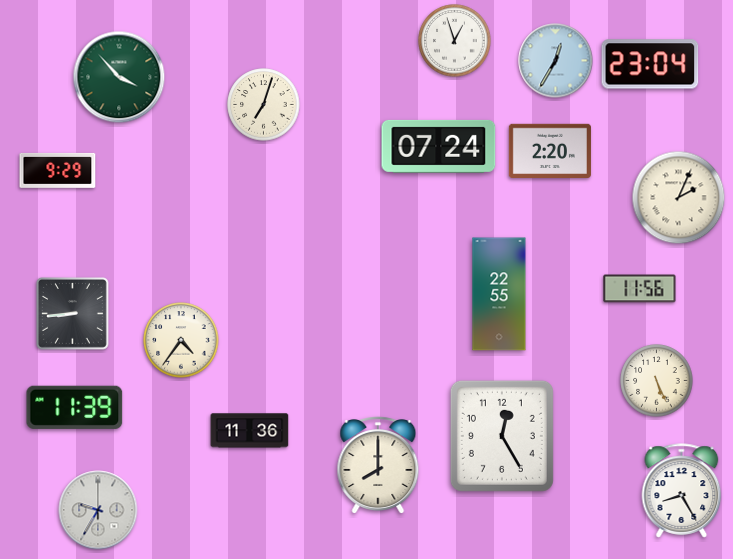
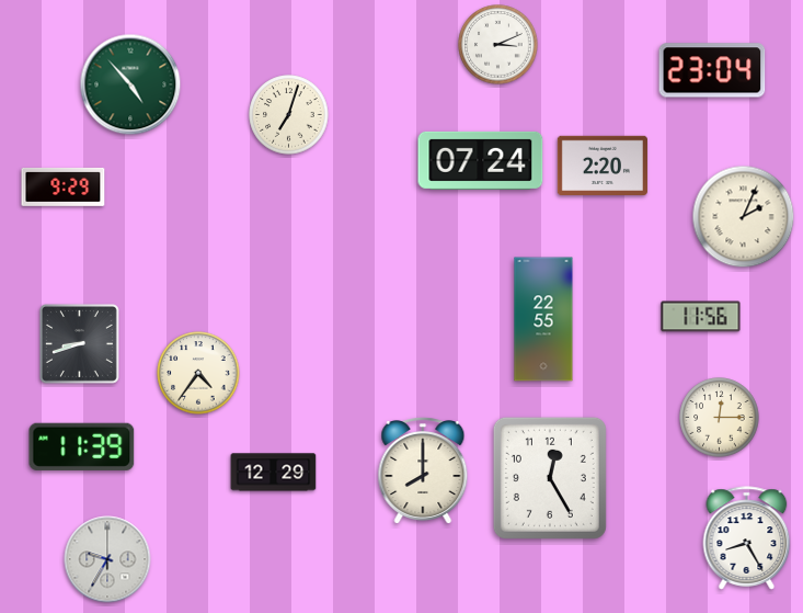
clock at (455, 41): 12:57 -> 3:11
clock at (556, 61): 12:35 -> none
clock at (119, 77): 3:53 -> 4:53
clock at (499, 294) position: (499, 294) -> (543, 319)
clock at (72, 313): 8:44 -> 8:42
clock at (657, 381): 5:26 -> 12:15
clock at (250, 431): 11:36 -> 12:29
clock at (378, 466) position: (378, 466) -> (423, 472)
